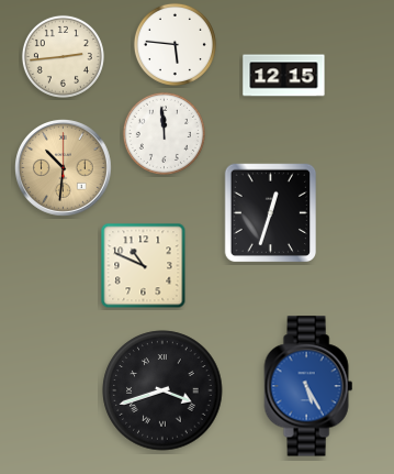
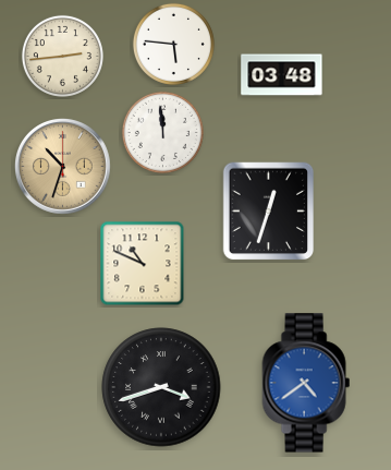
clock at (284, 76): 12:15 -> 03:48
clock at (64, 168): 10:31 -> 10:33
clock at (308, 386): 5:25 -> 4:39
